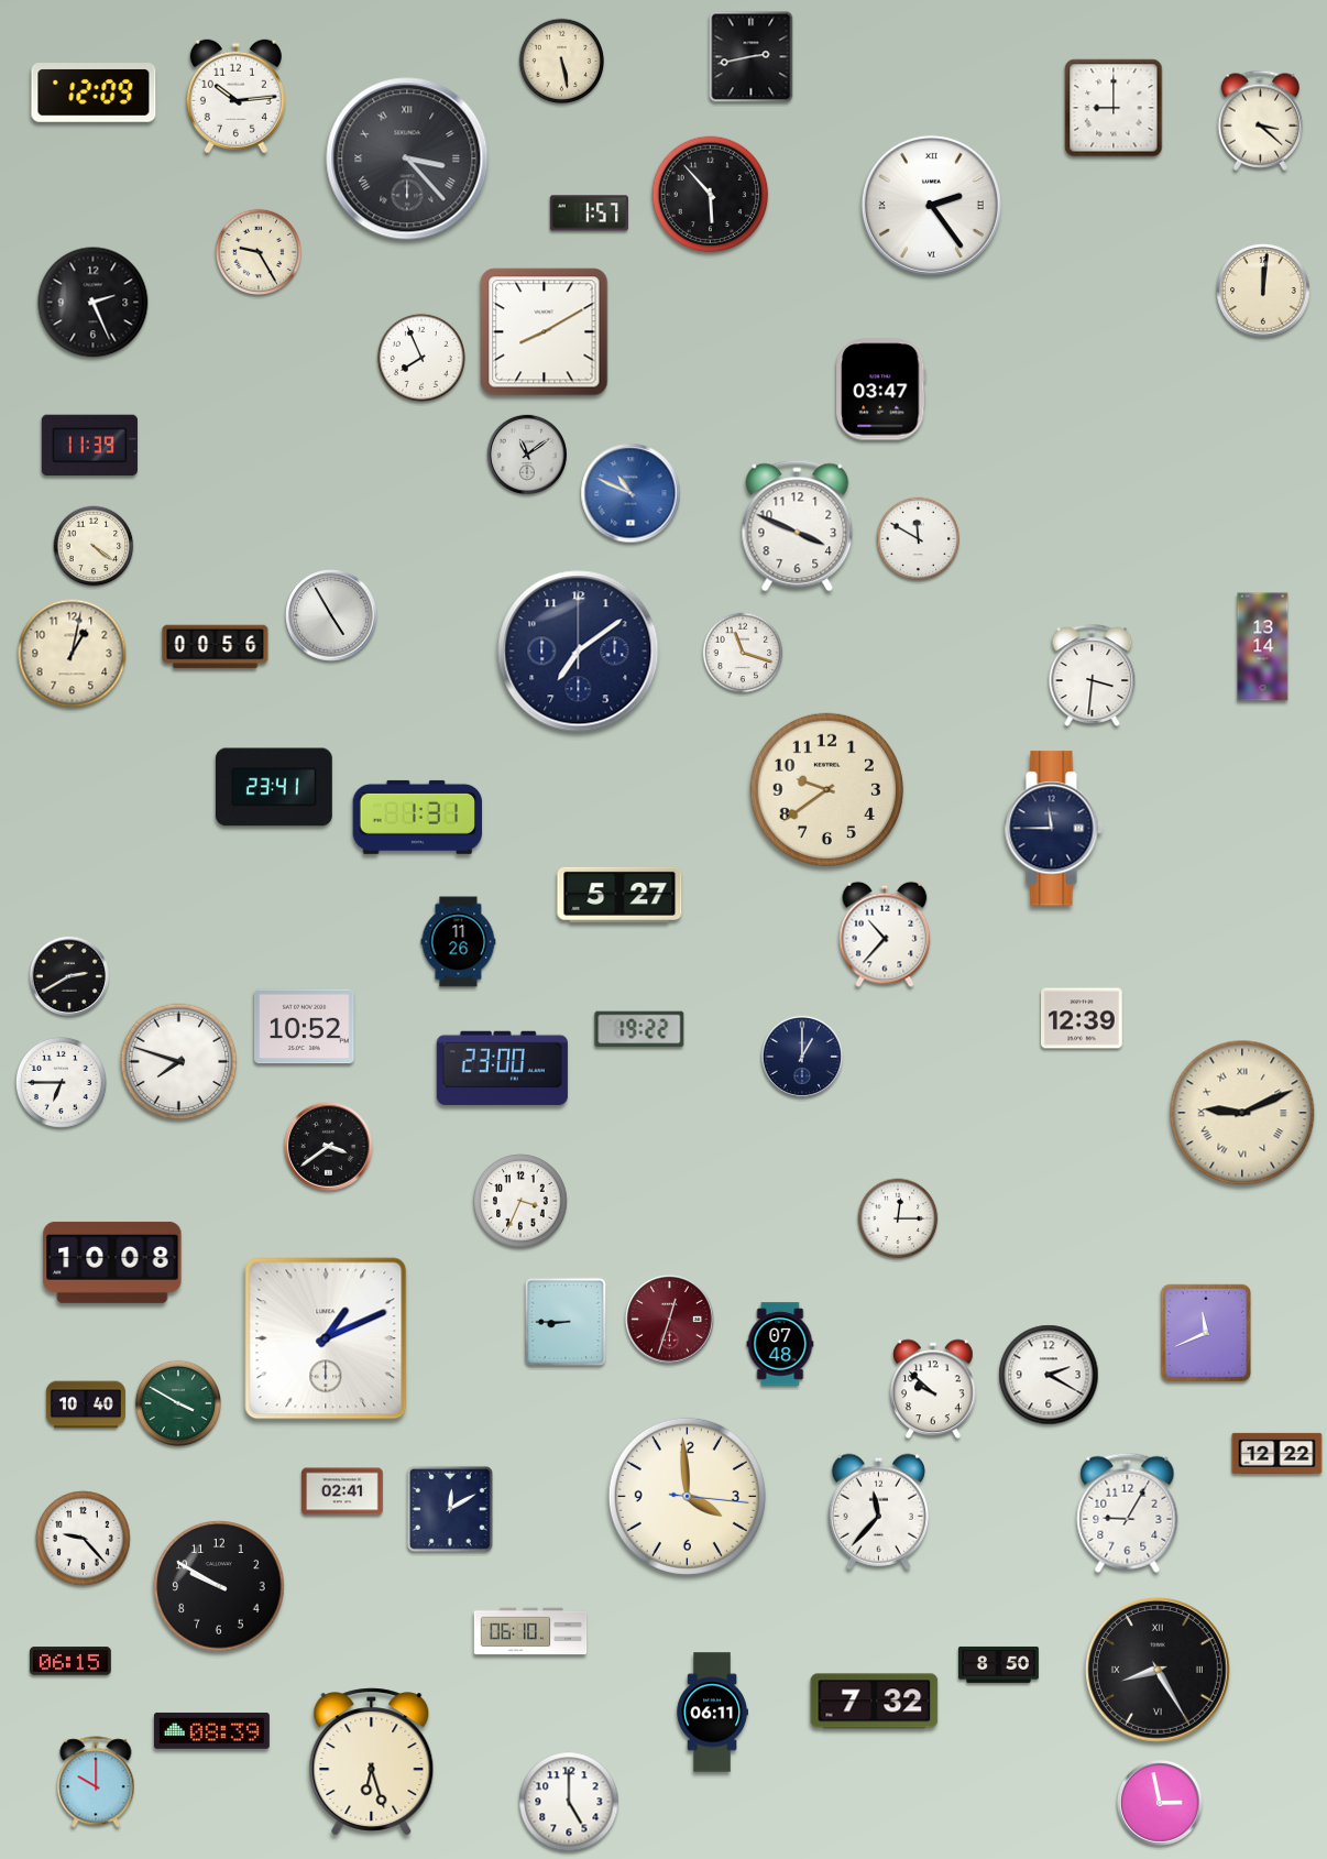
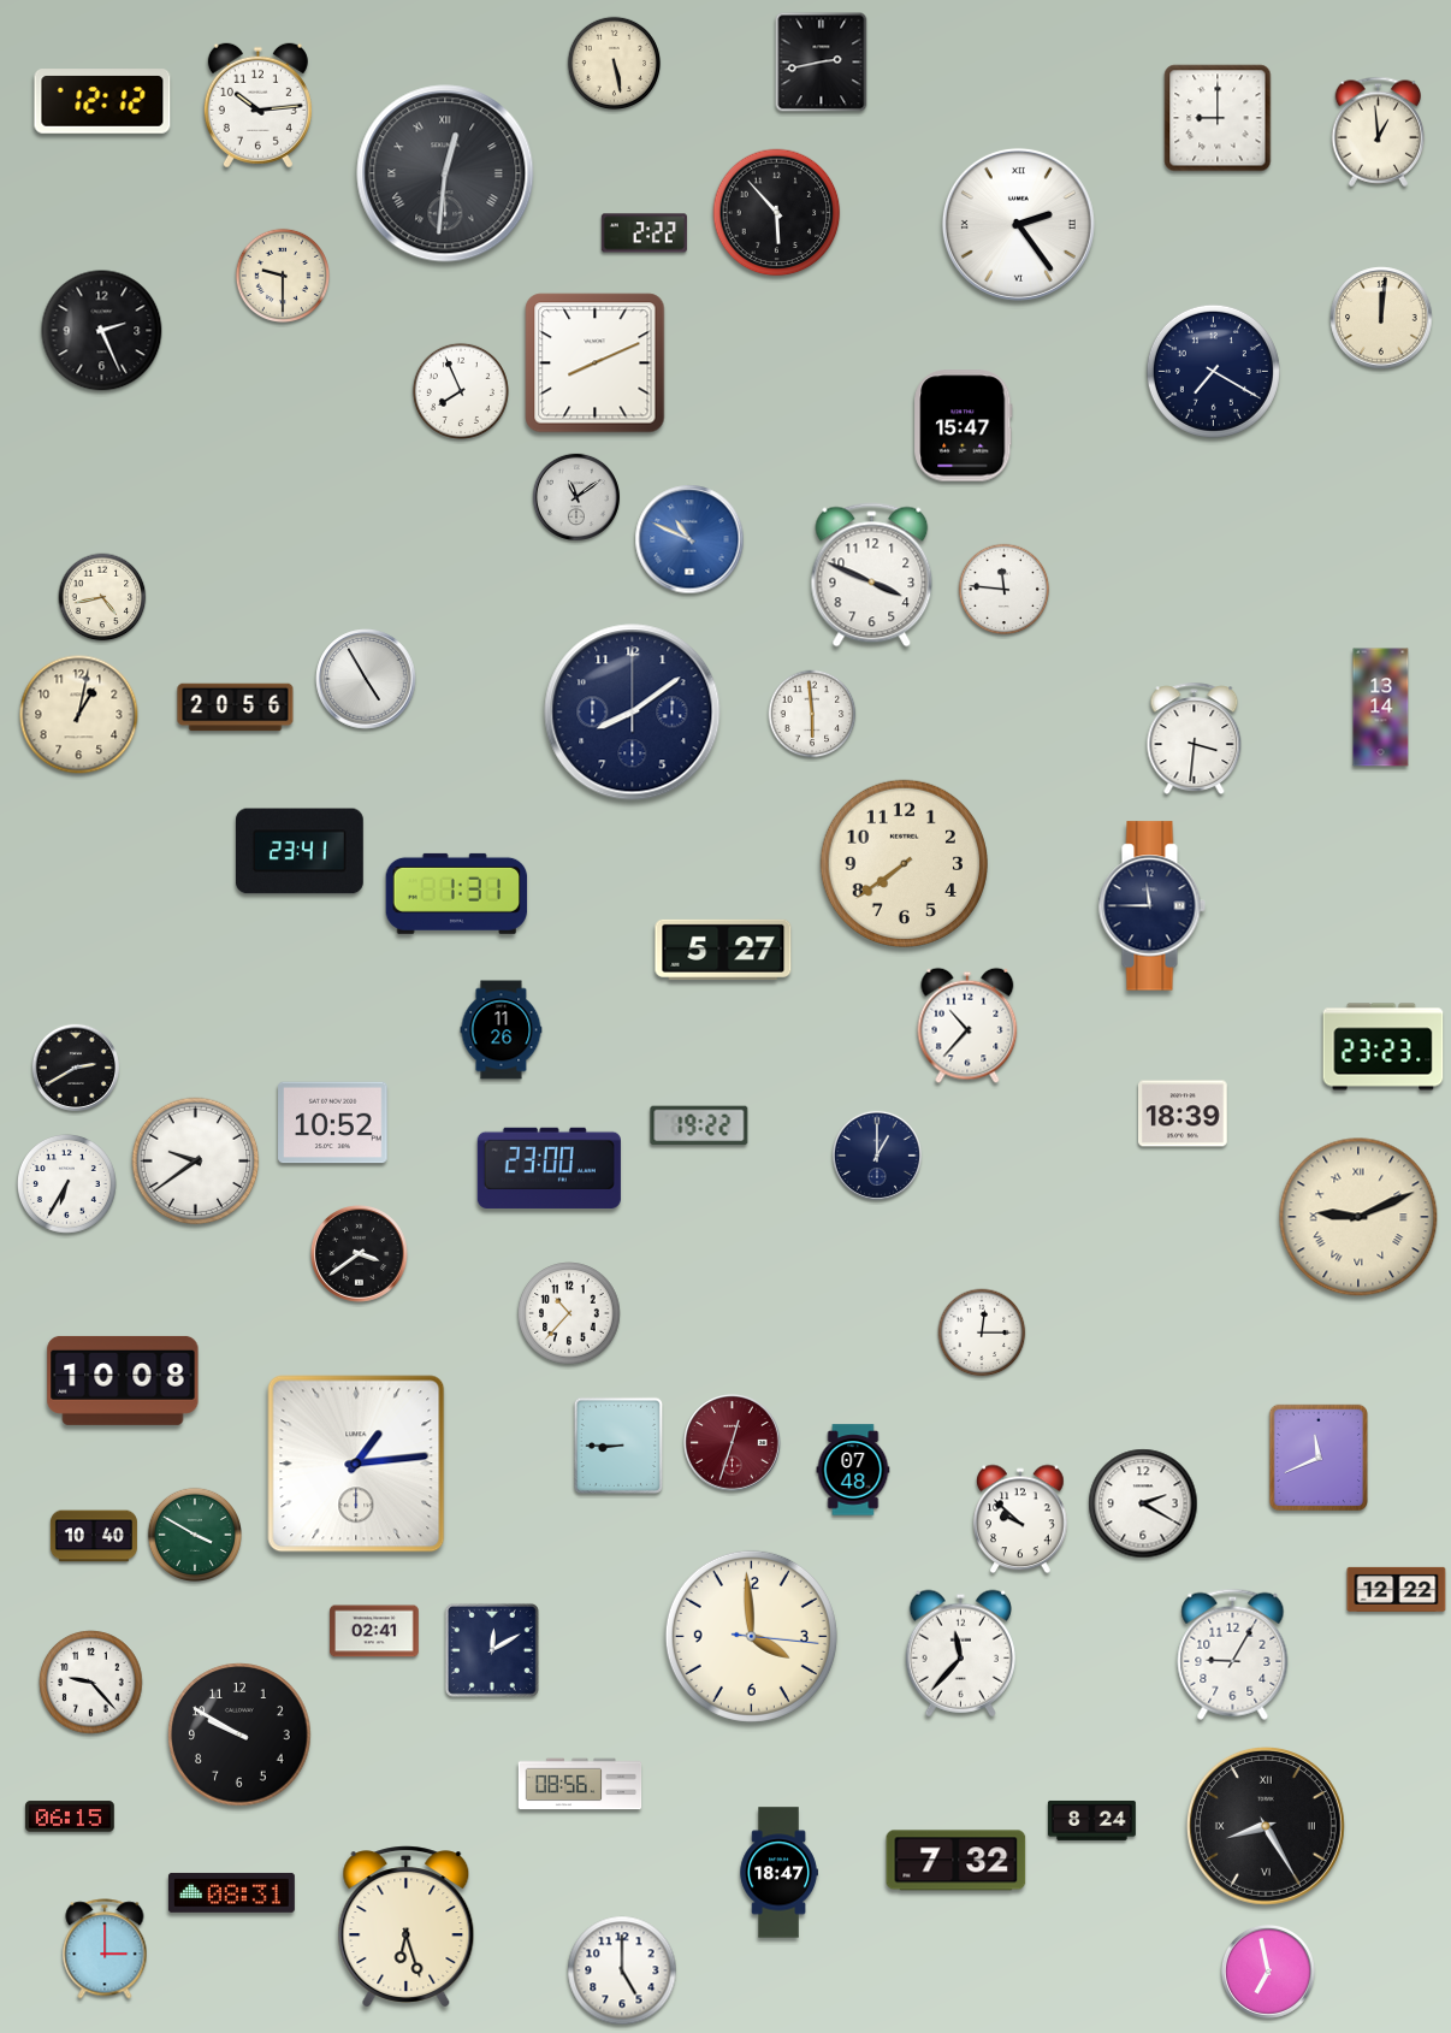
clock at (562, 62) position: (562, 62) -> (615, 64)
clock at (94, 92): 12:09 -> 12:12
clock at (1261, 120): 3:22 -> 12:59
clock at (407, 158): 3:23 -> 12:31
clock at (589, 214): 1:57 -> 2:22
clock at (257, 251): 9:25 -> 9:30
clock at (545, 332): 8:10 -> 8:11
clock at (1213, 371): none -> 7:20
clock at (881, 390): 03:47 -> 15:47
clock at (89, 446): 11:39 -> none
clock at (919, 539): 11:50 -> 11:46
clock at (94, 546): 4:21 -> 4:43
clock at (331, 615) position: (331, 615) -> (366, 679)
clock at (216, 647): 00:56 -> 20:56
clock at (579, 652): 7:09 -> 8:09
clock at (743, 653): 11:18 -> 5:59
clock at (274, 787) position: (274, 787) -> (300, 851)
clock at (826, 789): 9:39 -> 7:39
clock at (619, 895) position: (619, 895) -> (723, 950)
clock at (885, 934) position: (885, 934) -> (967, 1026)
clock at (1384, 1047): none -> 23:23
clock at (1083, 1018): 12:39 -> 18:39
clock at (179, 1062): 7:48 -> 9:39
clock at (61, 1082): 6:45 -> 6:35
clock at (520, 1201): 3:34 -> 10:37
clock at (326, 1338): 1:11 -> 1:14
clock at (1049, 1375) position: (1049, 1375) -> (1143, 1503)
clock at (530, 1631): 06:10 -> 08:56
clock at (72, 1661) position: (72, 1661) -> (71, 1816)
clock at (998, 1664): 8:50 -> 8:24
clock at (712, 1713): 06:11 -> 18:47
clock at (211, 1730): 08:39 -> 08:31
clock at (96, 1782): 10:00 -> 3:00
clock at (1160, 1803): 2:58 -> 6:58
